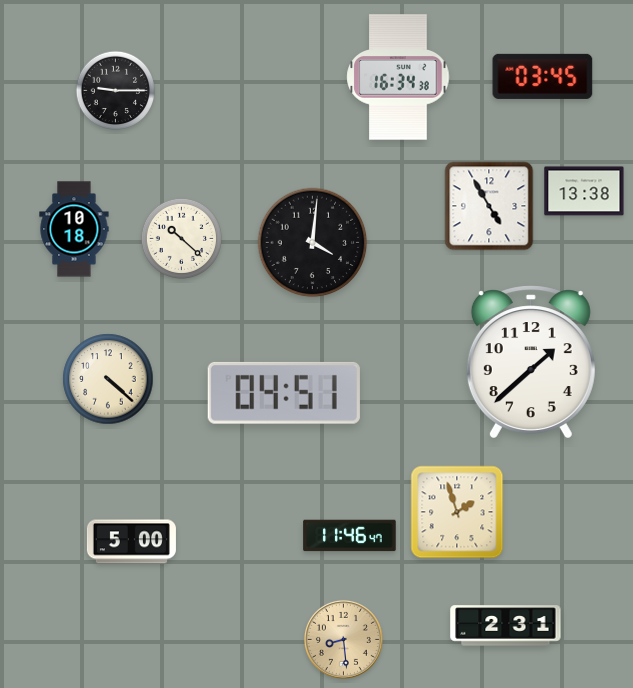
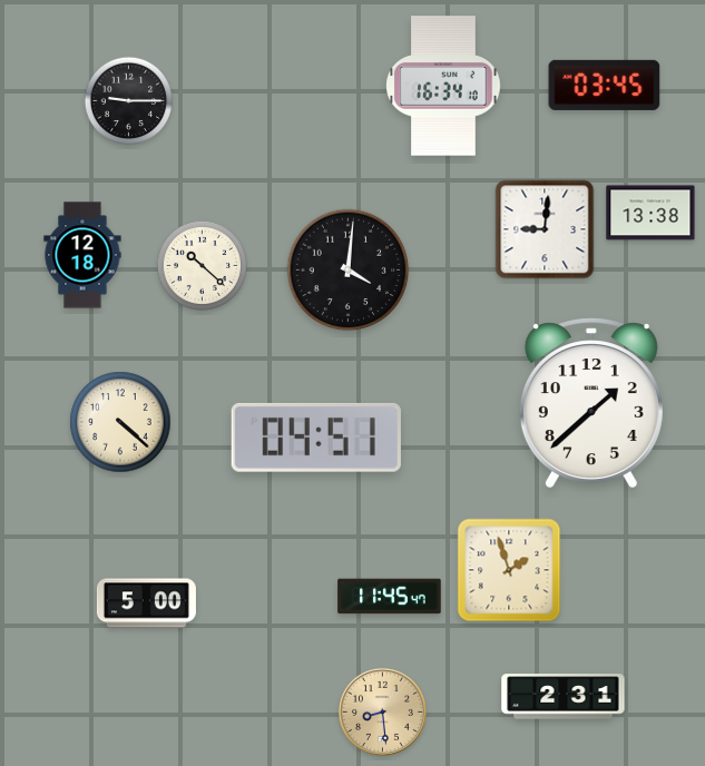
clock at (398, 77): 16:34:38 -> 16:34:10
clock at (489, 206): 4:55 -> 9:01
clock at (74, 229): 10:18 -> 12:18
clock at (350, 536): 11:46 -> 11:45
